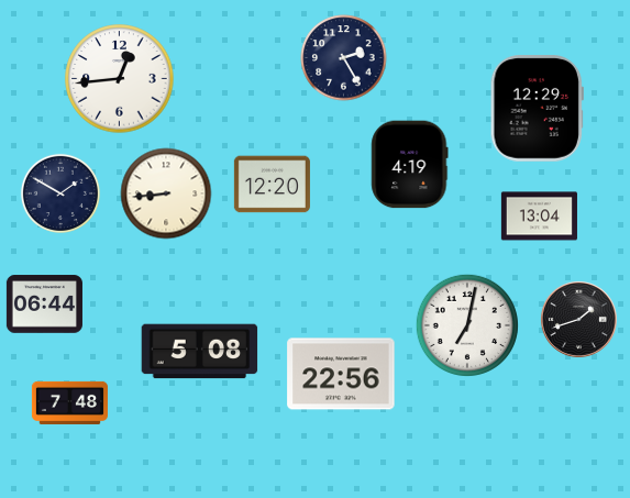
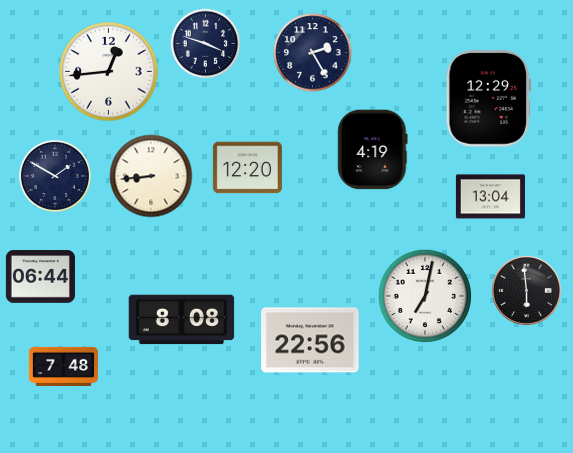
clock at (206, 44): none -> 3:48
clock at (578, 319): 1:42 -> 5:59
clock at (200, 352): 5:08 -> 8:08
